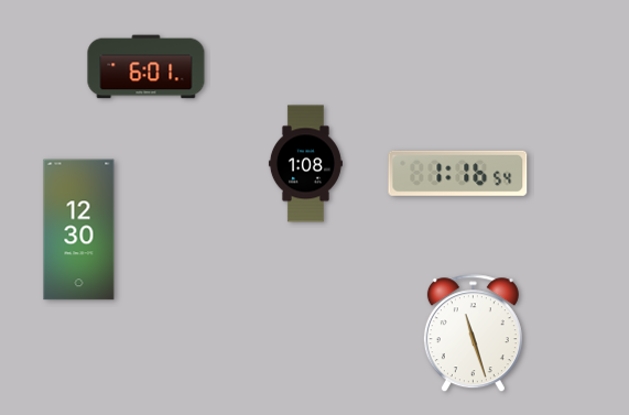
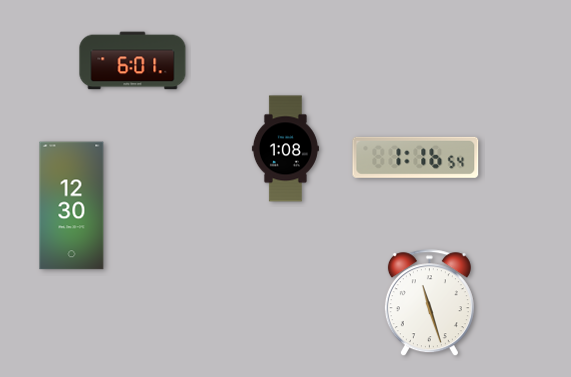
clock at (305, 164) position: (305, 164) -> (285, 149)
clock at (79, 230) position: (79, 230) -> (72, 206)
